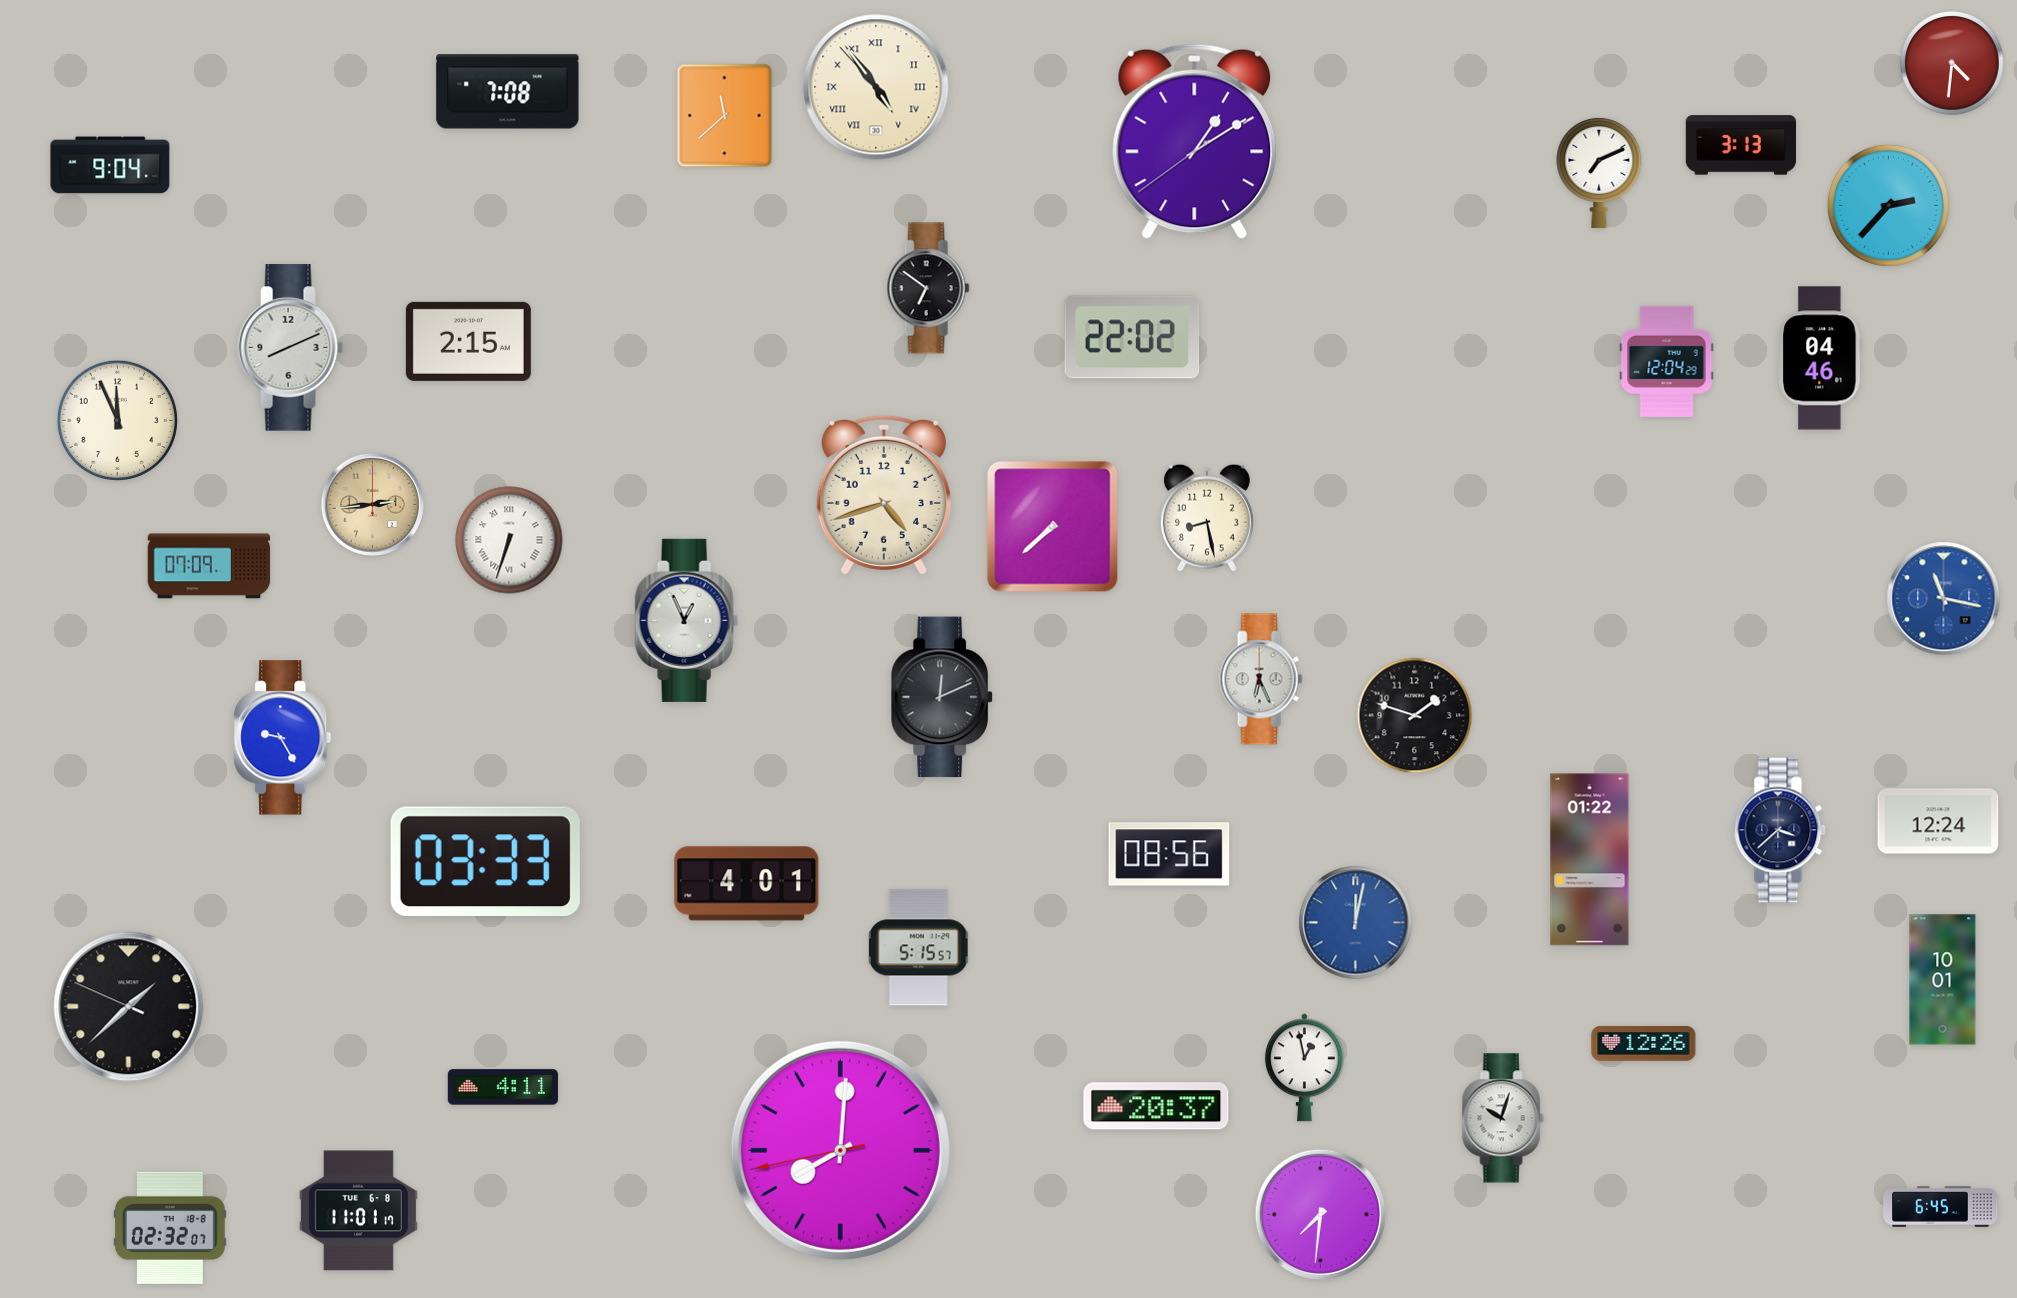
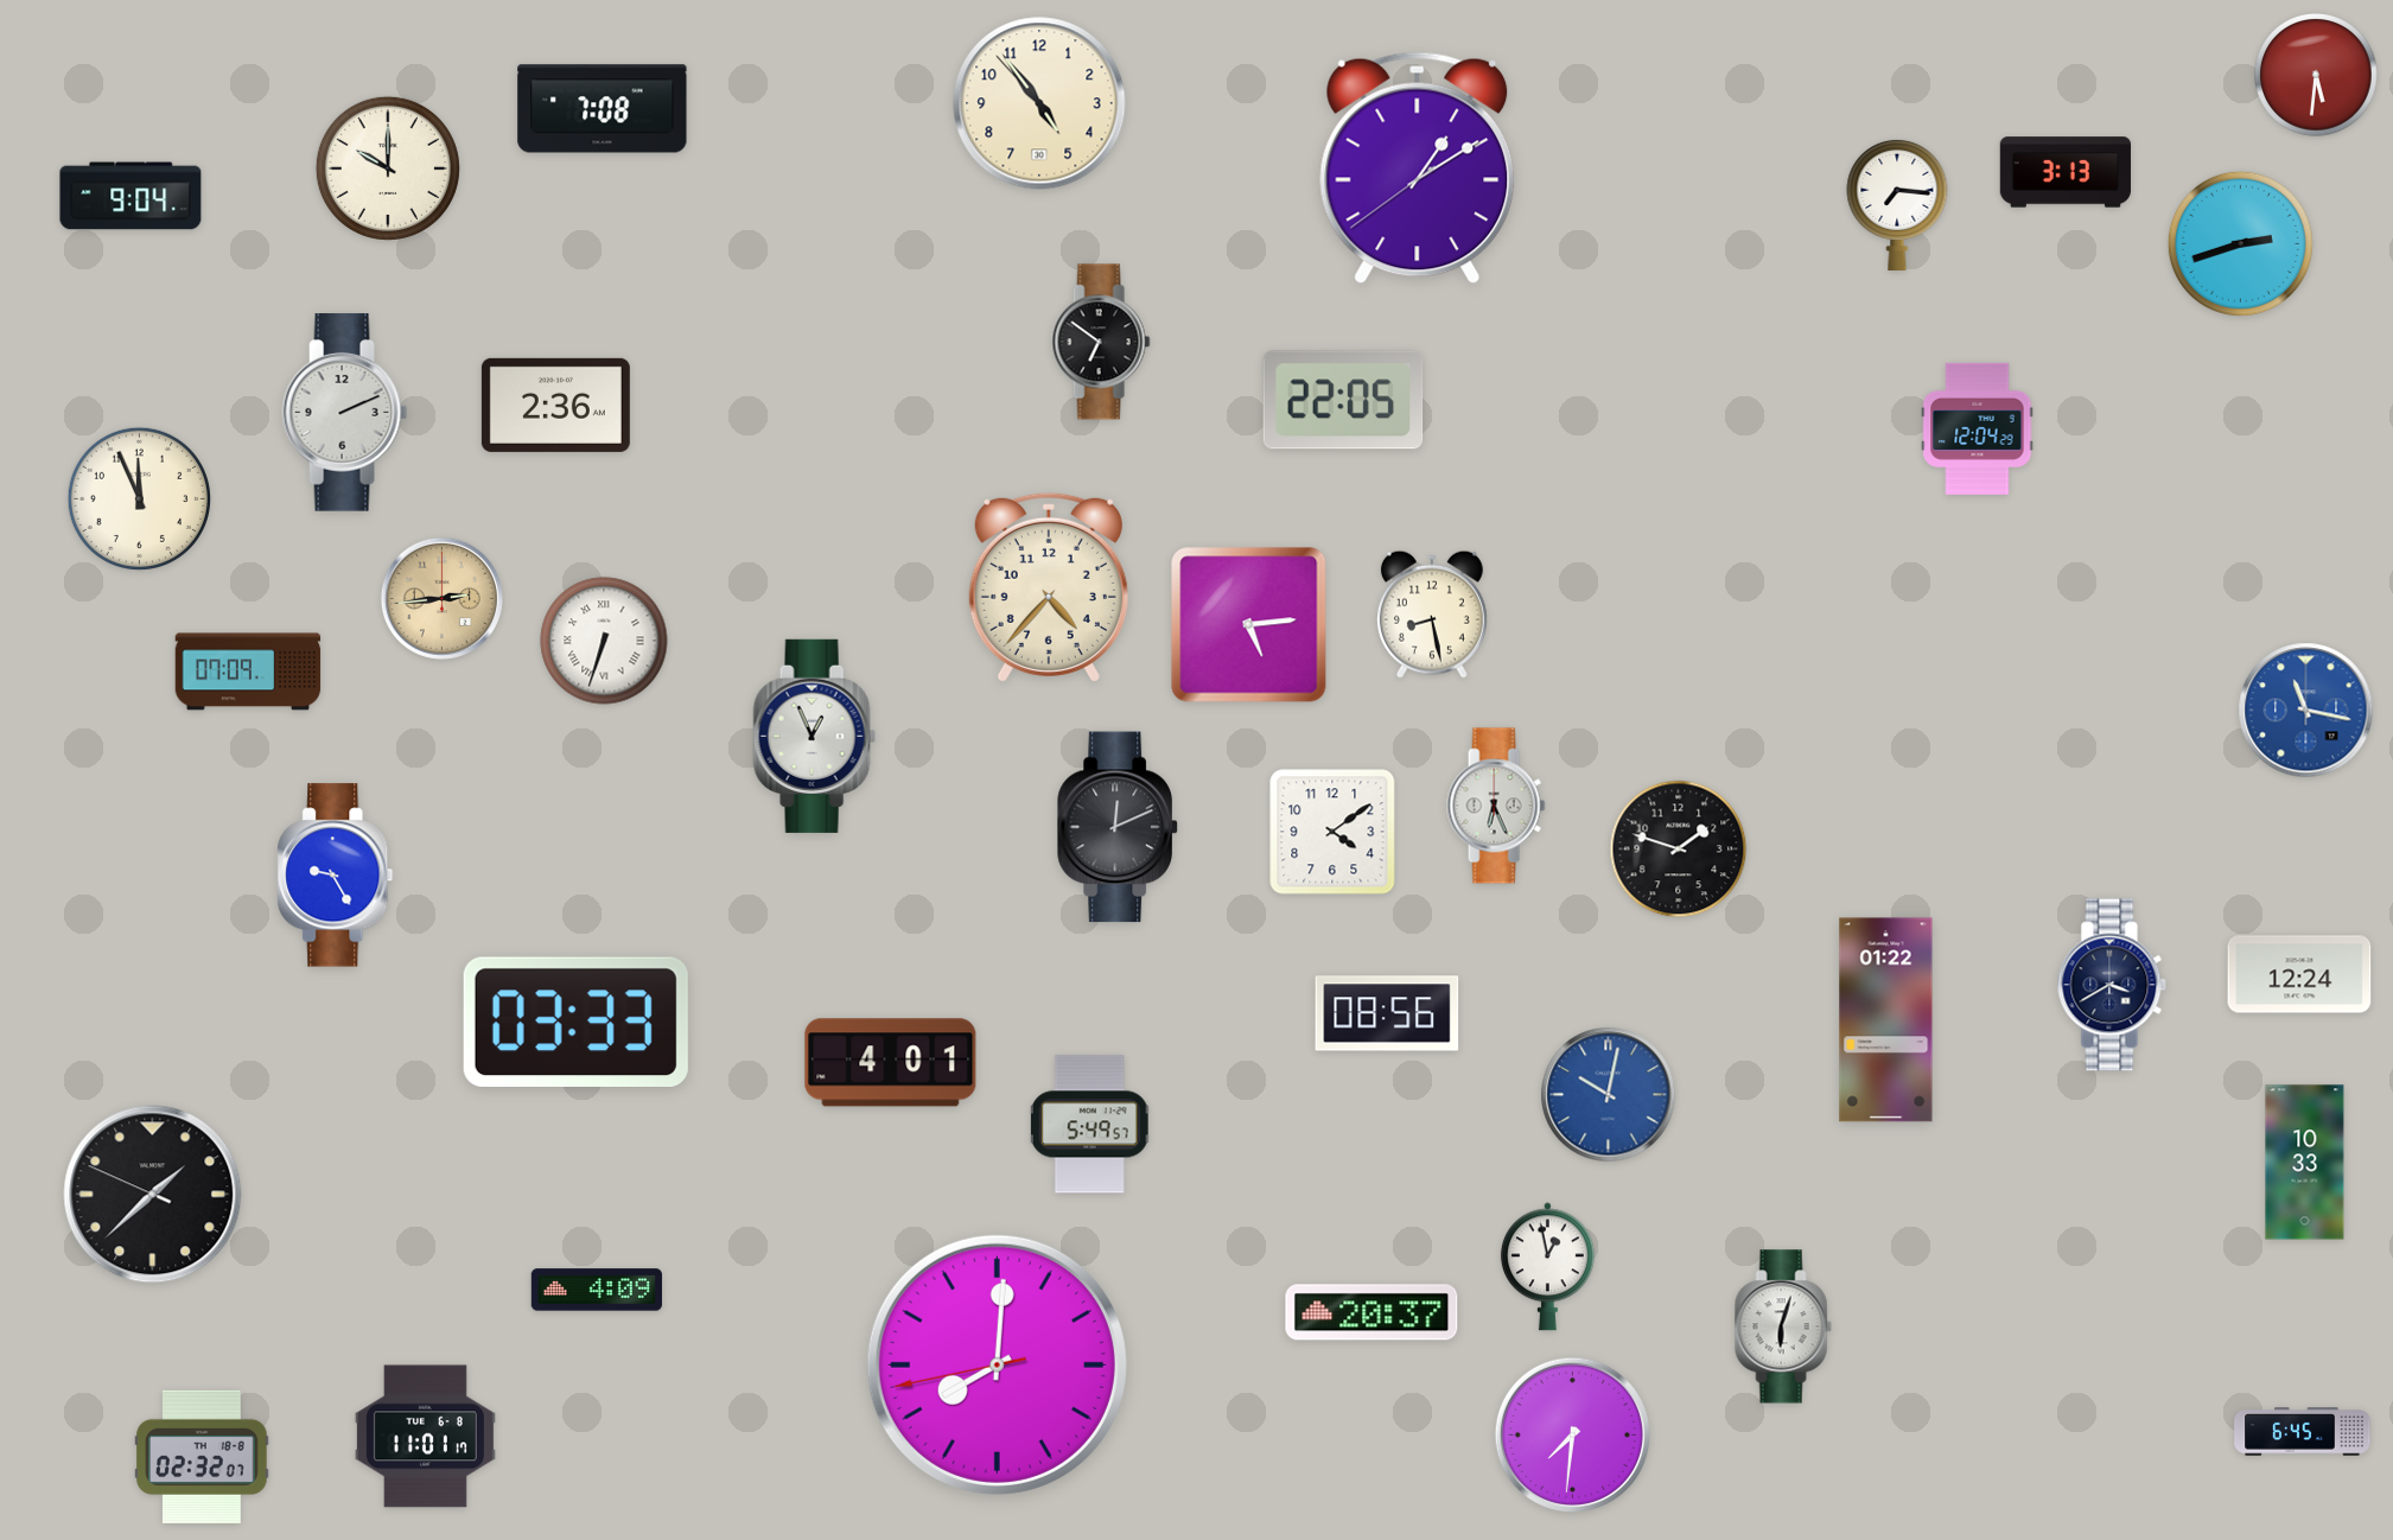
clock at (1952, 63): 4:31 -> 5:31
clock at (876, 87) numerals: Roman -> Arabic
clock at (725, 116): 11:38 -> none
clock at (388, 168): none -> 10:00
clock at (1599, 172): 7:11 -> 7:16
clock at (1888, 205): 2:37 -> 2:42
clock at (1132, 337): 22:02 -> 22:05
clock at (468, 341): 2:15 -> 2:36
clock at (291, 348): 8:11 -> 2:11
clock at (1820, 358): 04:46 -> none
clock at (884, 495): 4:42 -> 4:37
clock at (1053, 527): 7:38 -> 5:14
clock at (1332, 832): none -> 4:09
clock at (1780, 830): 3:38 -> 3:40
clock at (747, 884) position: (747, 884) -> (891, 1063)
clock at (1356, 923): 12:02 -> 10:02
clock at (919, 948): 5:15 -> 5:49
clock at (1943, 980): 10:01 -> 10:33
clock at (1644, 1044): 12:26 -> none
clock at (503, 1087): 4:11 -> 4:09
clock at (1503, 1118): 10:03 -> 6:03
clock at (1320, 1214) position: (1320, 1214) -> (1572, 1434)
